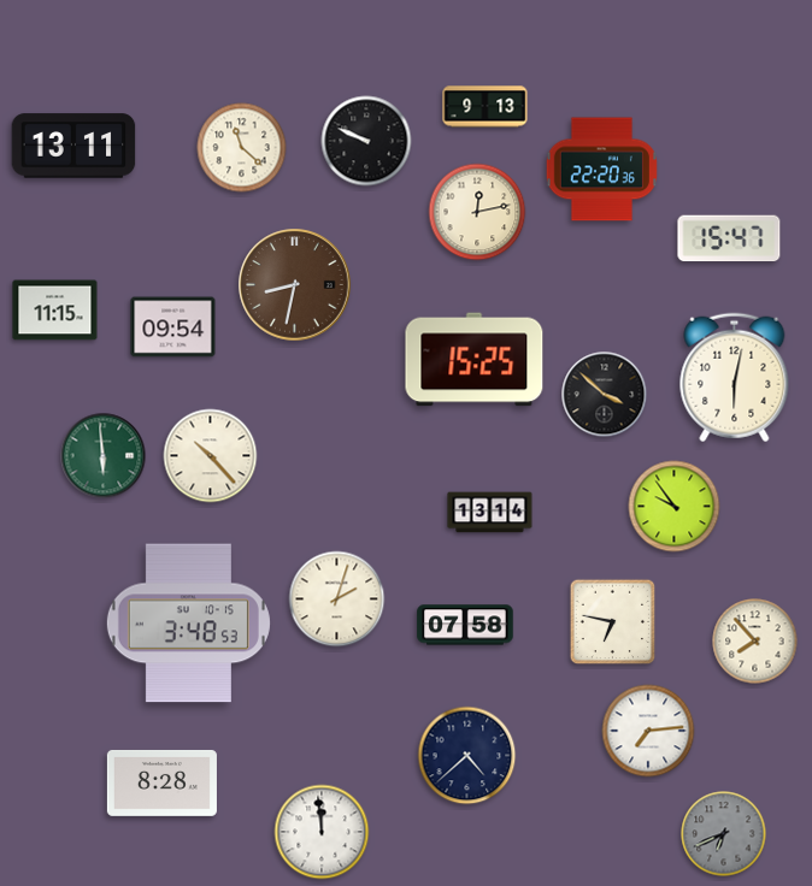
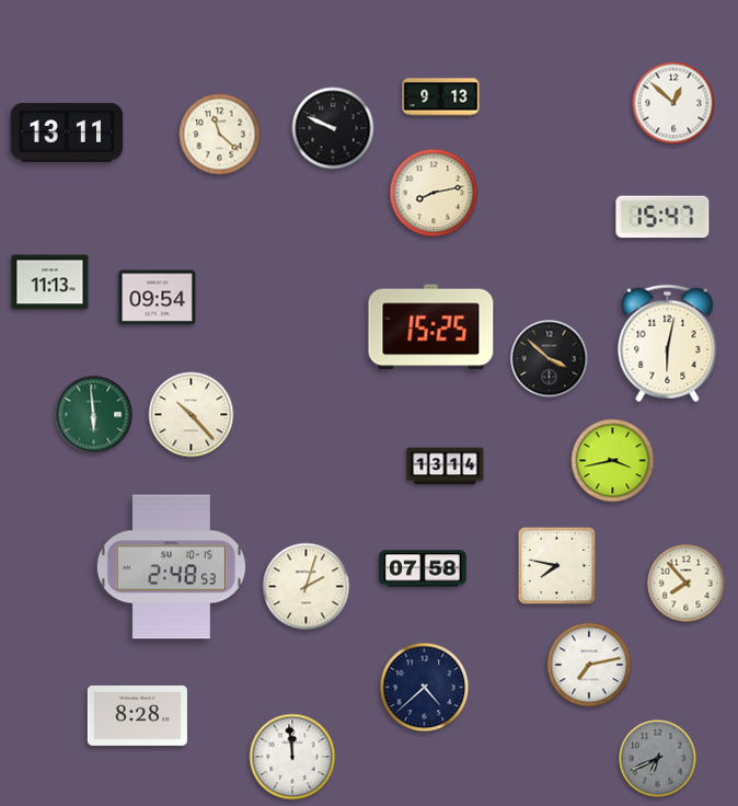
clock at (673, 103): none -> 12:52
clock at (601, 170): 22:20 -> none
clock at (477, 212): 12:13 -> 8:13
clock at (295, 285): 8:32 -> none
clock at (55, 311): 11:15 -> 11:13
clock at (675, 507): 9:54 -> 3:43
clock at (337, 599) position: (337, 599) -> (307, 587)
clock at (613, 622): 6:47 -> 7:47
clock at (188, 624): 3:48 -> 2:48
clock at (648, 731): 7:14 -> 7:13
clock at (161, 782) position: (161, 782) -> (137, 715)
